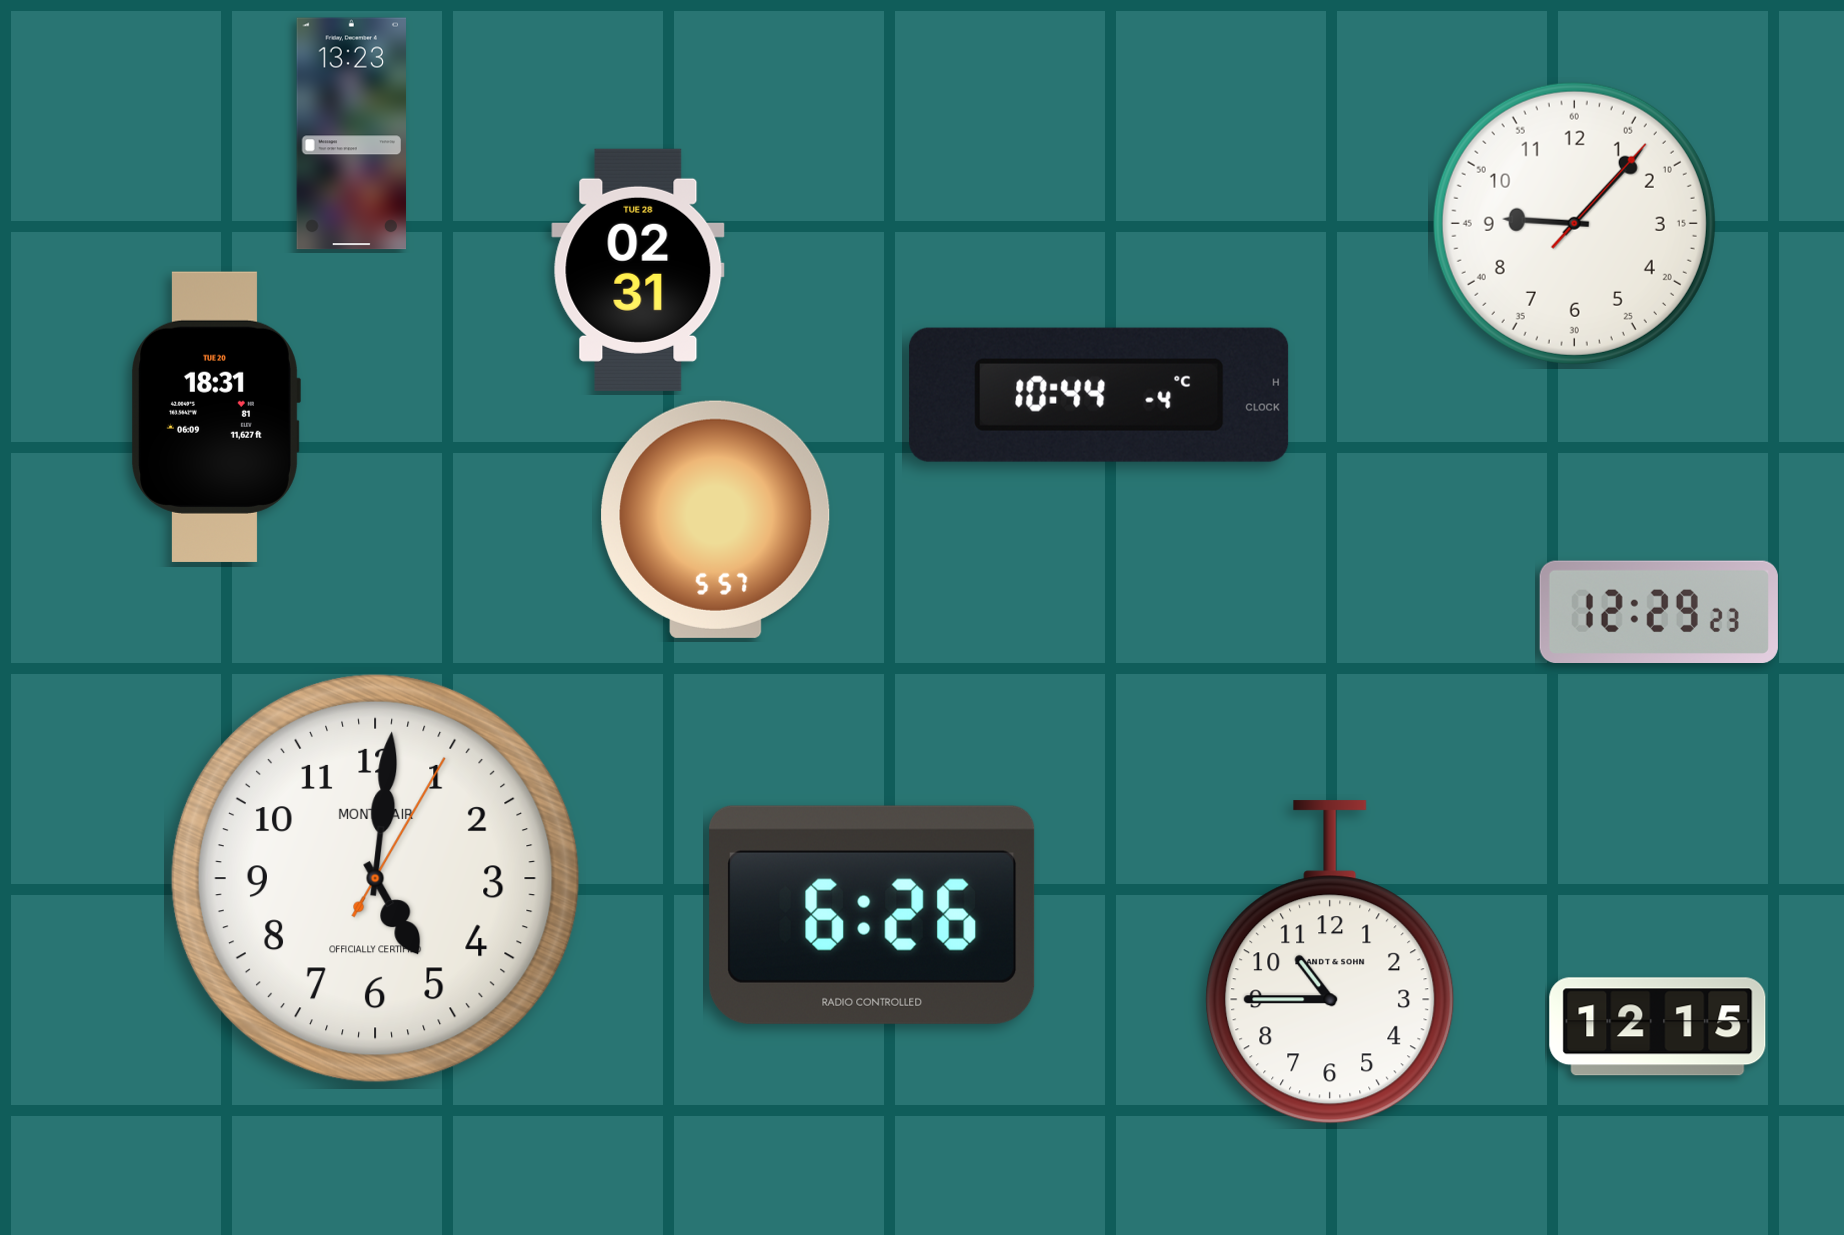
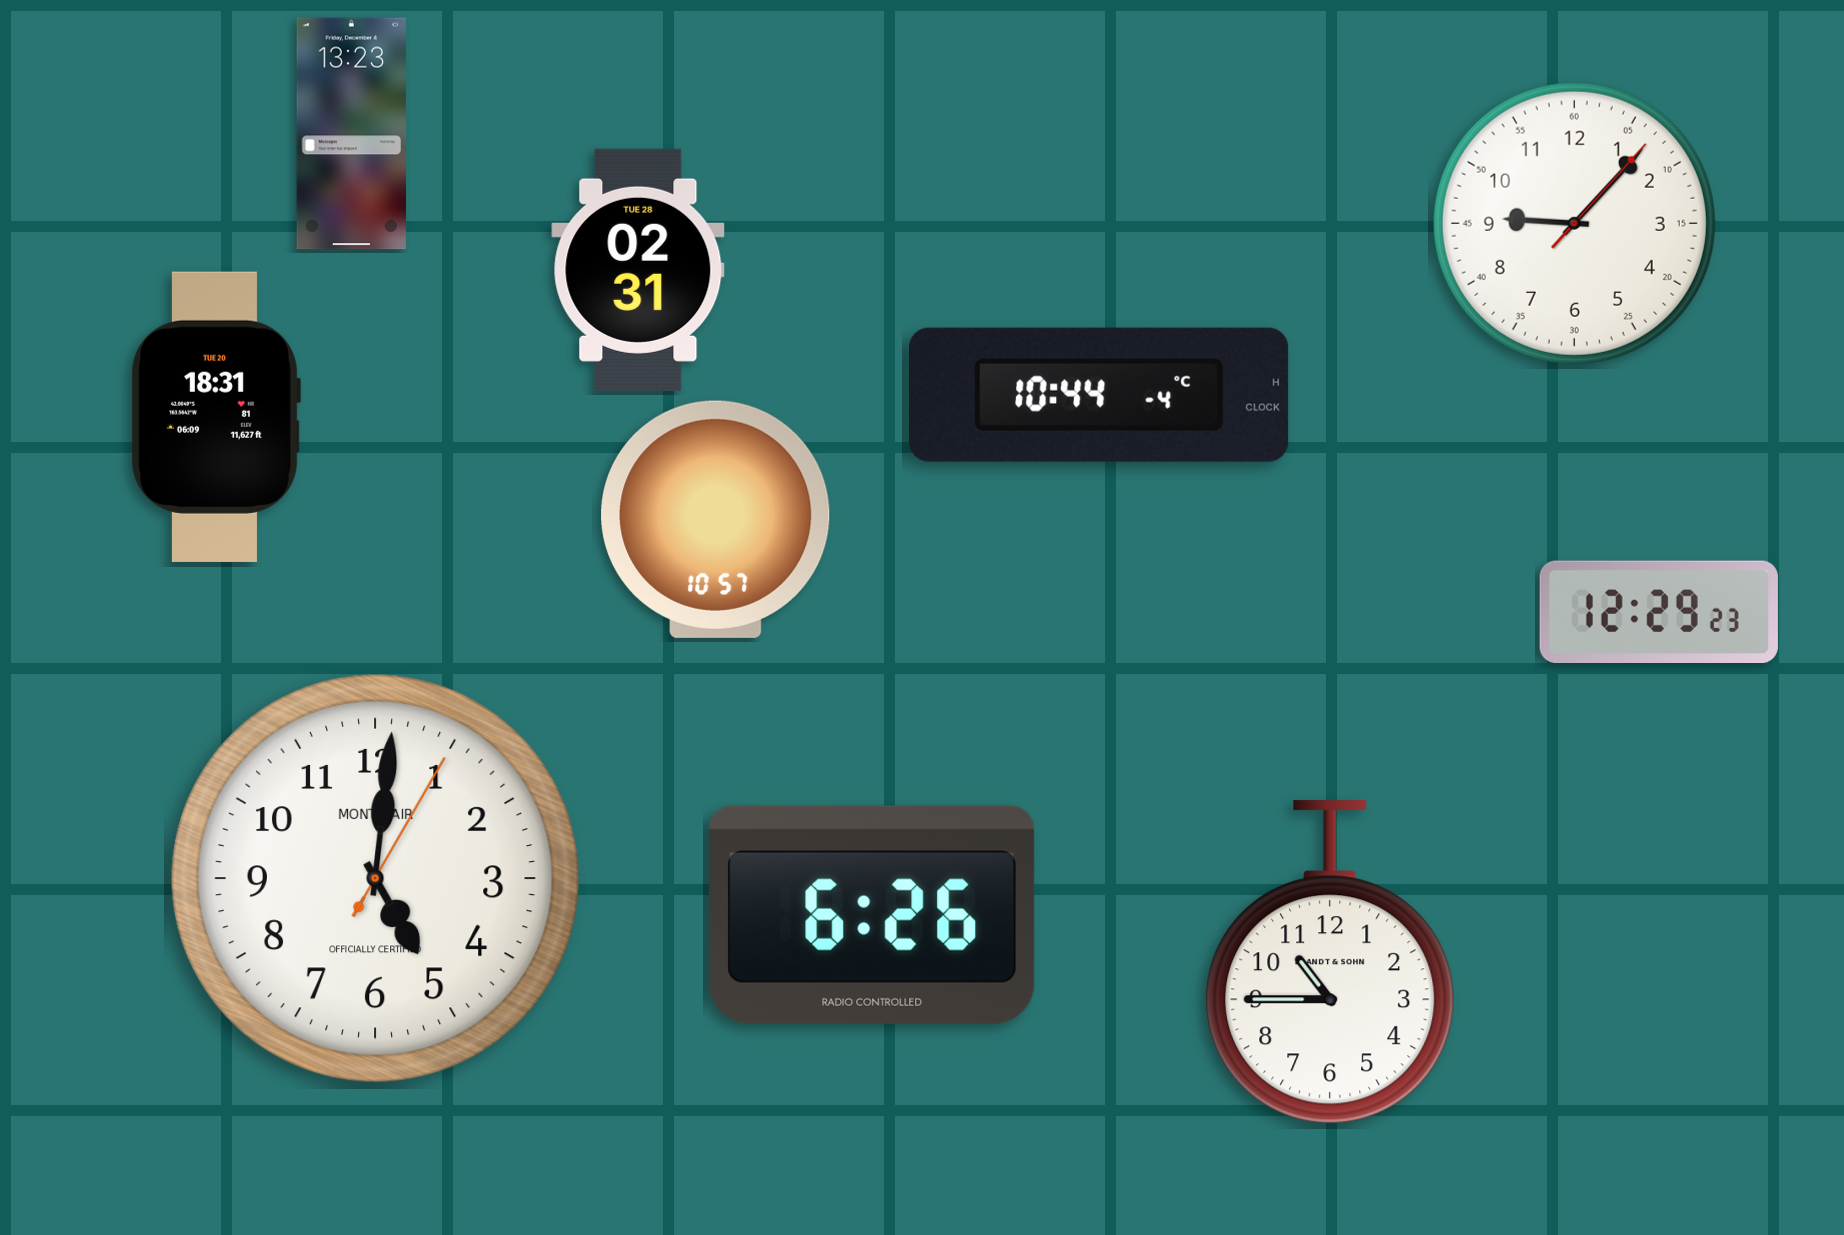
clock at (716, 519): 5:57 -> 10:57
clock at (1658, 1027): 12:15 -> none
